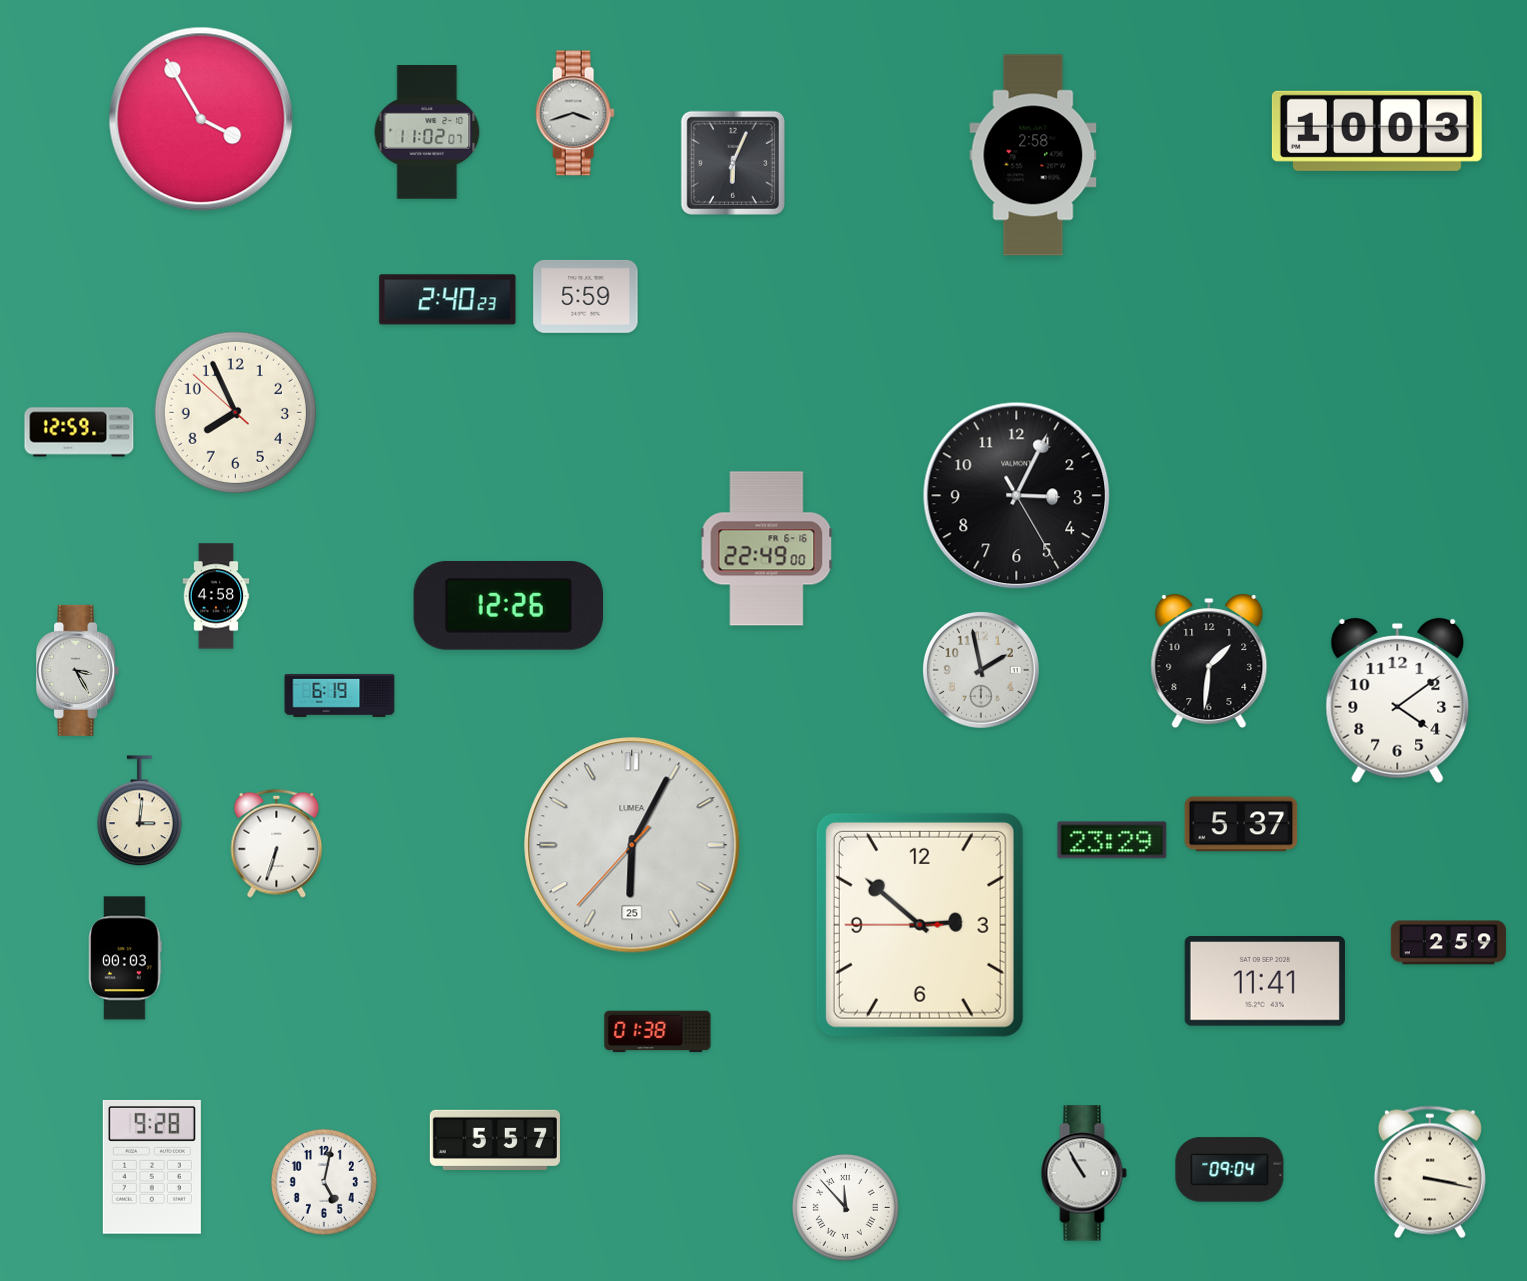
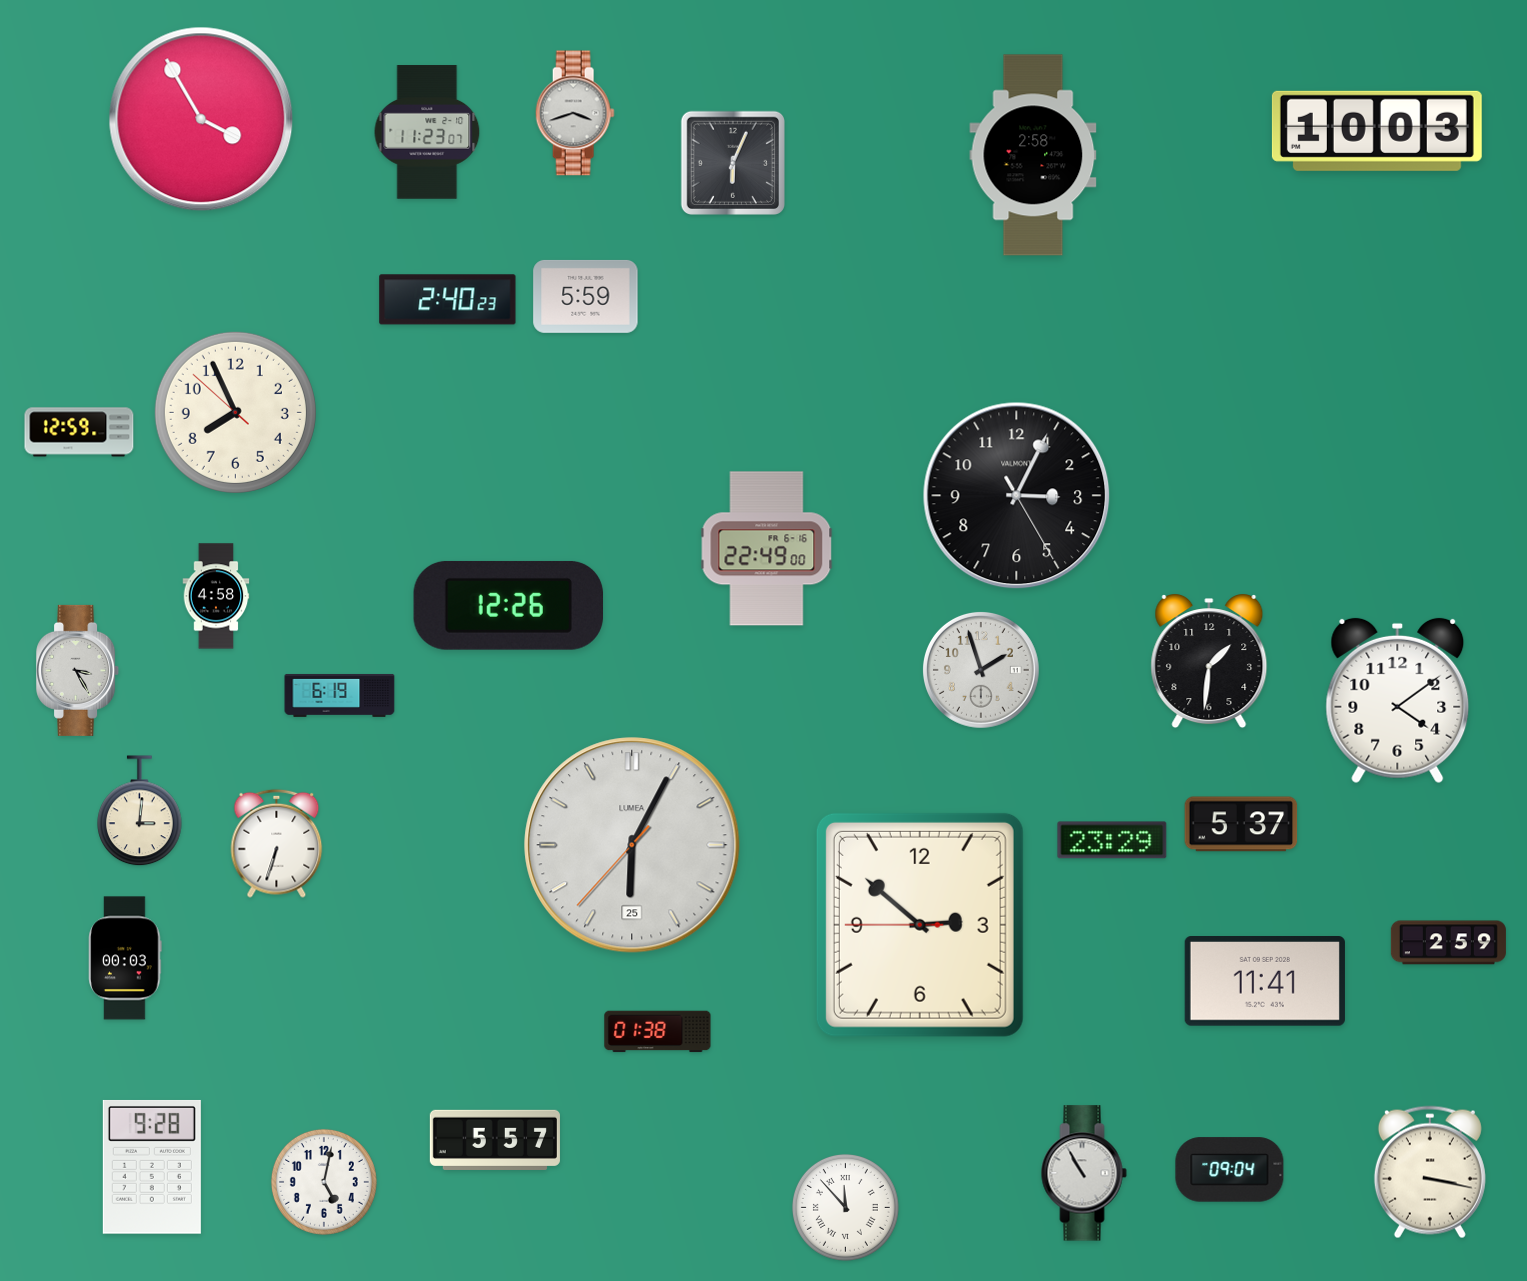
clock at (427, 132): 11:02 -> 11:23
clock at (981, 670): 1:58 -> 1:57
